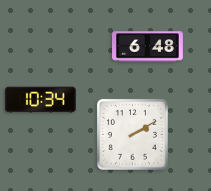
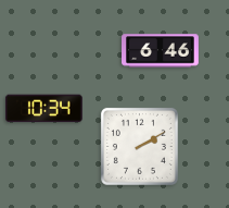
clock at (148, 47): 6:48 -> 6:46
clock at (132, 134) position: (132, 134) -> (139, 146)
